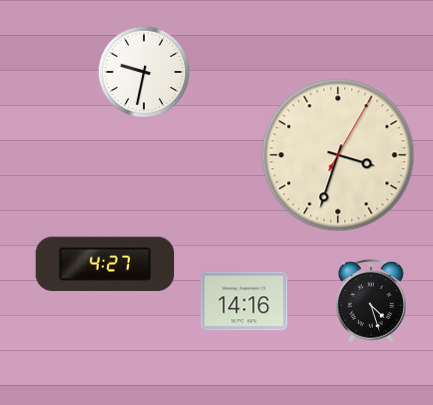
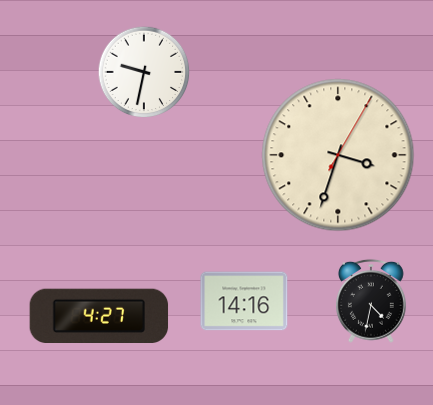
clock at (105, 263) position: (105, 263) -> (99, 315)
clock at (372, 301): 4:27 -> 4:32
